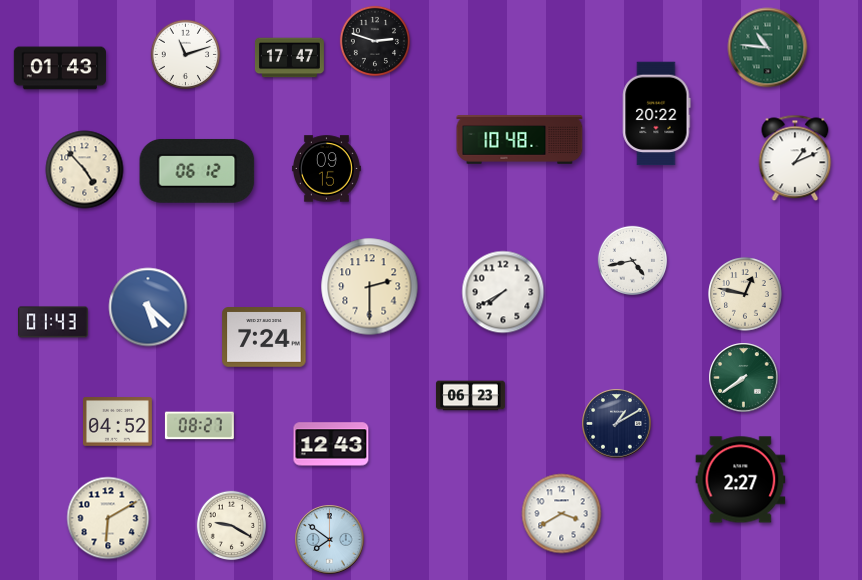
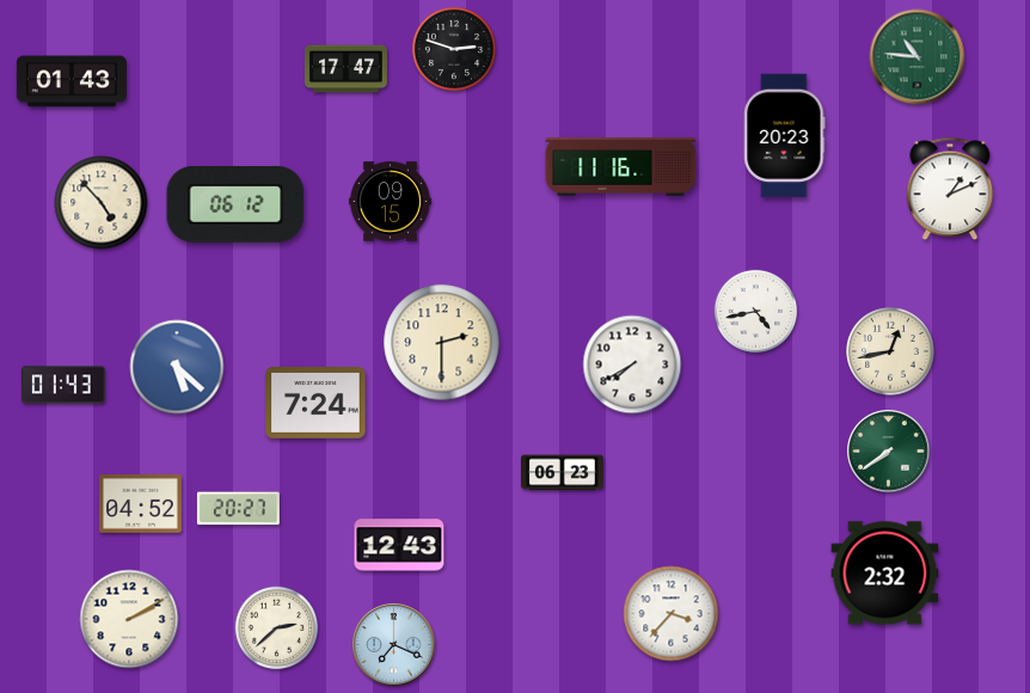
clock at (375, 41) position: (375, 41) -> (454, 49)
clock at (186, 55): 11:12 -> none
clock at (657, 114): 20:22 -> 20:23
clock at (520, 140): 10:48 -> 11:16
clock at (503, 292) position: (503, 292) -> (632, 364)
clock at (745, 294): 12:47 -> 12:43
clock at (617, 424): 1:10 -> none
clock at (199, 426): 08:27 -> 20:27
clock at (331, 444) position: (331, 444) -> (399, 545)
clock at (741, 480): 2:27 -> 2:32
clock at (562, 514): 3:40 -> 3:37
clock at (108, 518): 6:10 -> 2:10
clock at (232, 526): 9:20 -> 2:38
clock at (330, 540): 7:51 -> 7:19
